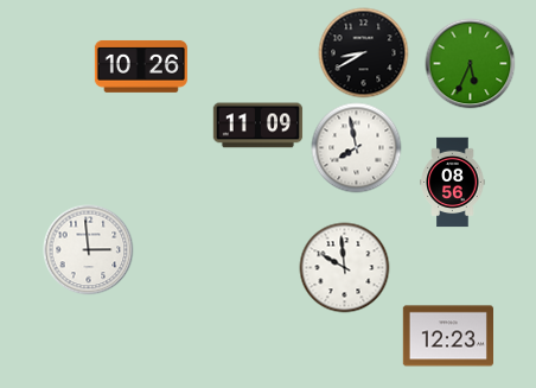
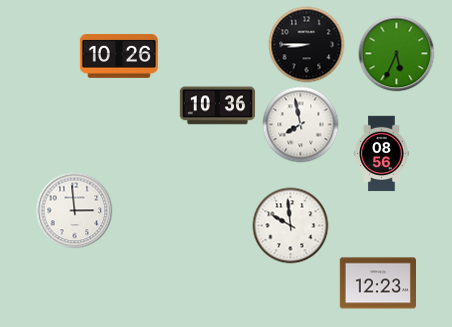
clock at (364, 53): 8:40 -> 8:45
clock at (259, 126): 11:09 -> 10:36
